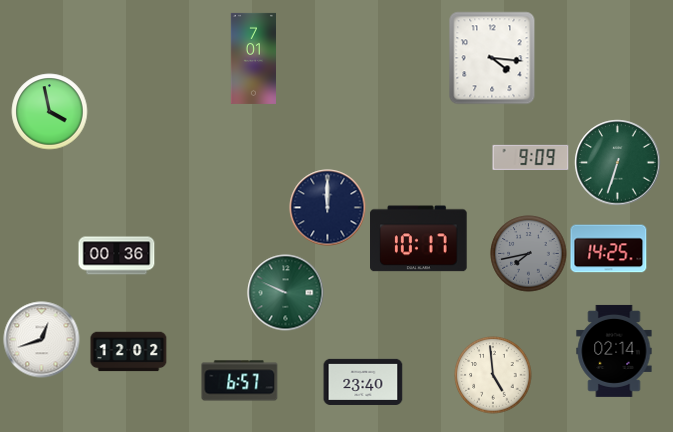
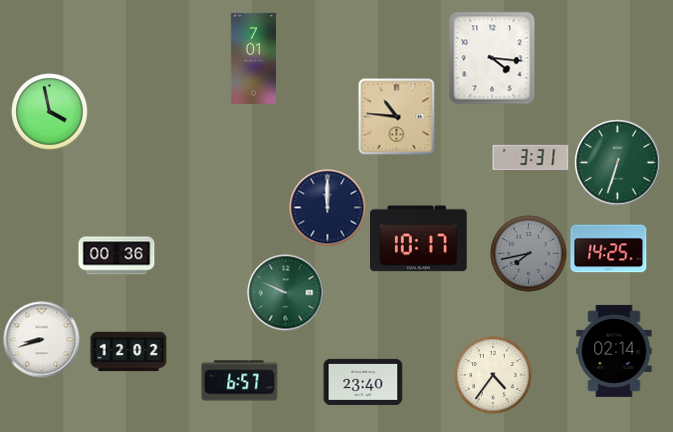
clock at (397, 117): none -> 10:46
clock at (531, 157): 9:09 -> 3:31
clock at (42, 340): 12:42 -> 8:42
clock at (493, 375): 4:59 -> 4:36
